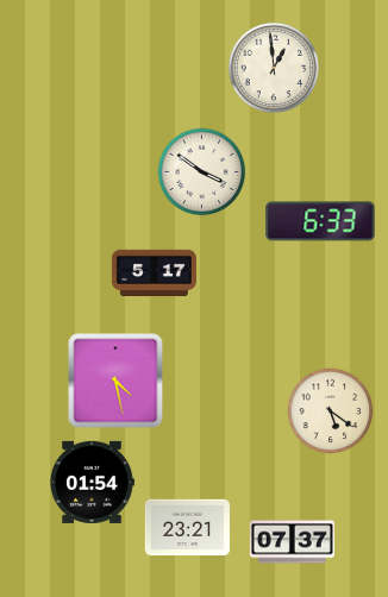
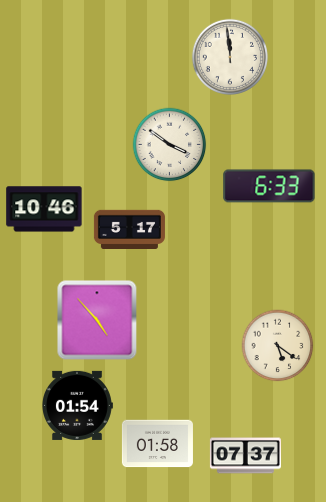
clock at (273, 67): 12:59 -> 11:59
clock at (44, 209): none -> 10:46
clock at (115, 381): 4:28 -> 4:53
clock at (187, 528): 23:21 -> 01:58
